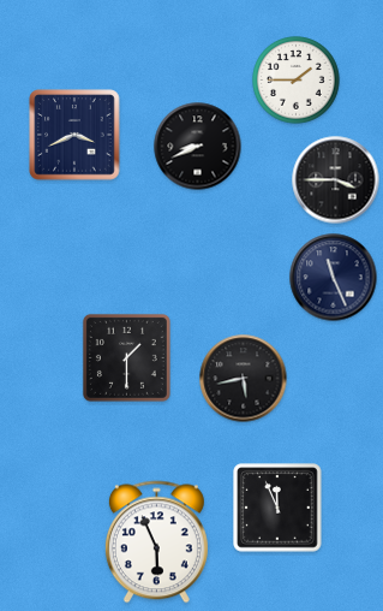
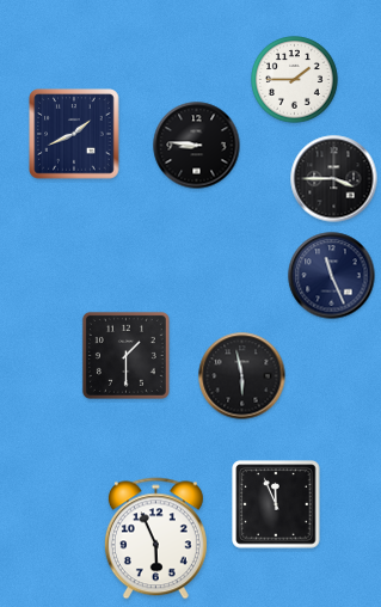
clock at (74, 135): 3:41 -> 1:41
clock at (198, 147): 8:41 -> 8:46
clock at (244, 379): 5:43 -> 5:58
